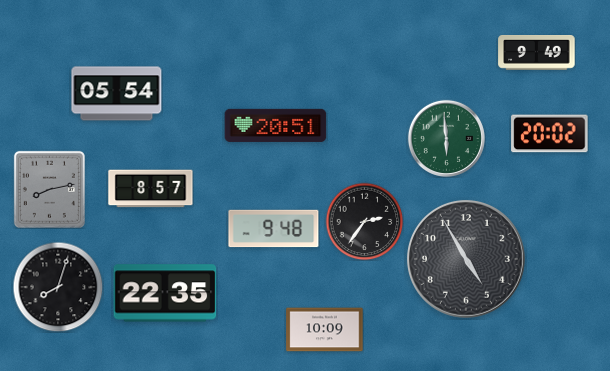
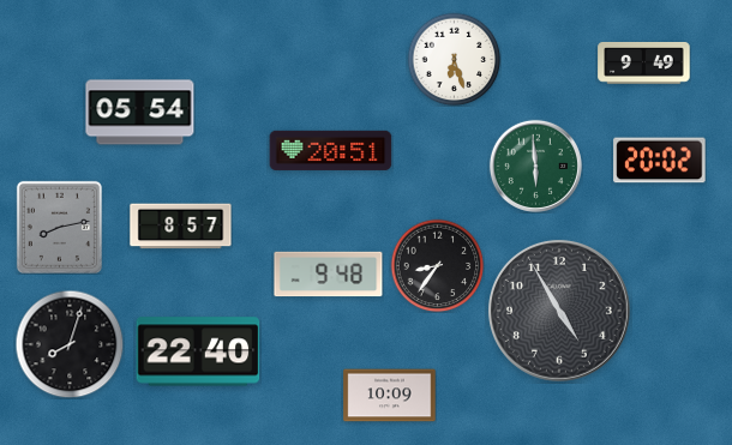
clock at (454, 59): none -> 6:27
clock at (364, 221): 2:36 -> 8:36
clock at (165, 293): 22:35 -> 22:40
